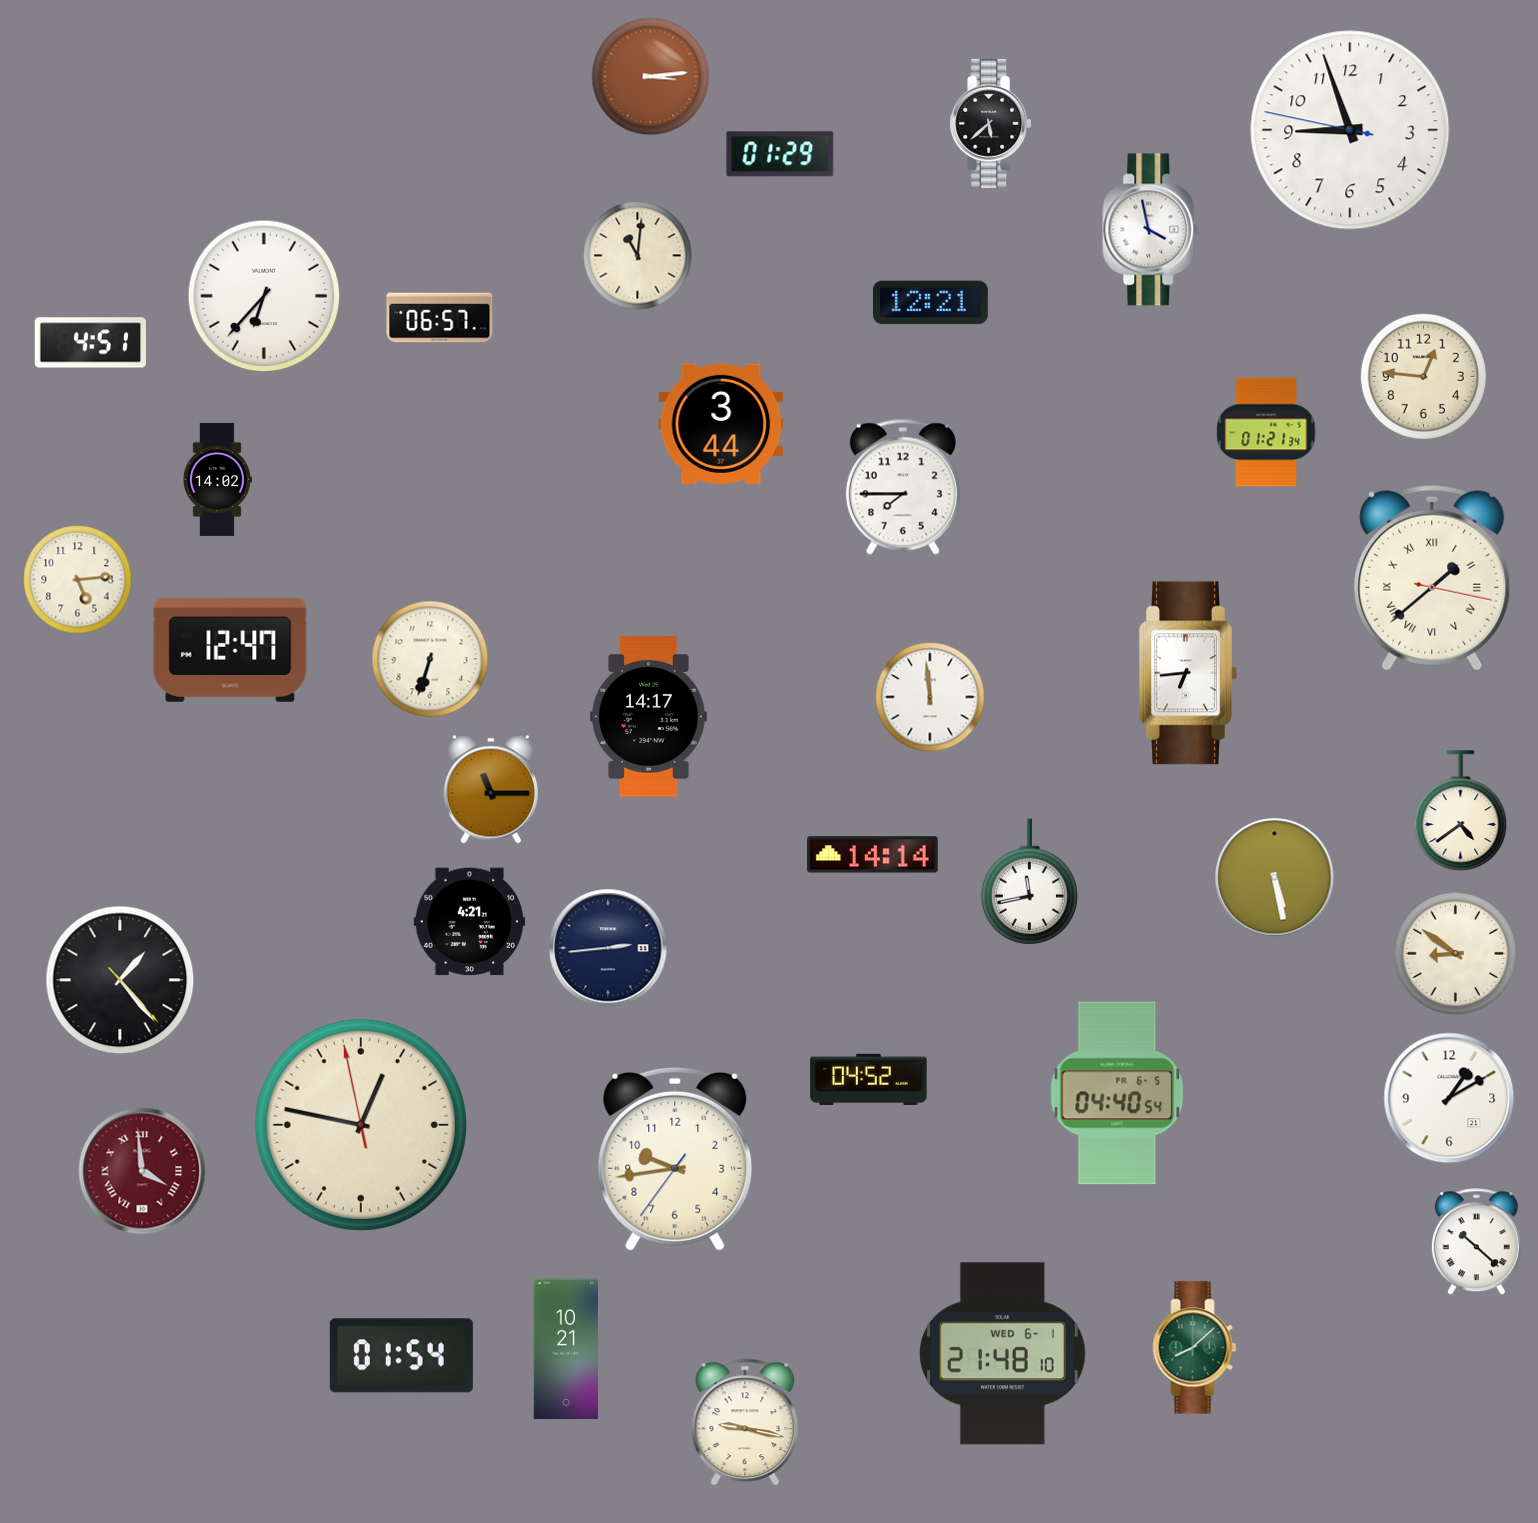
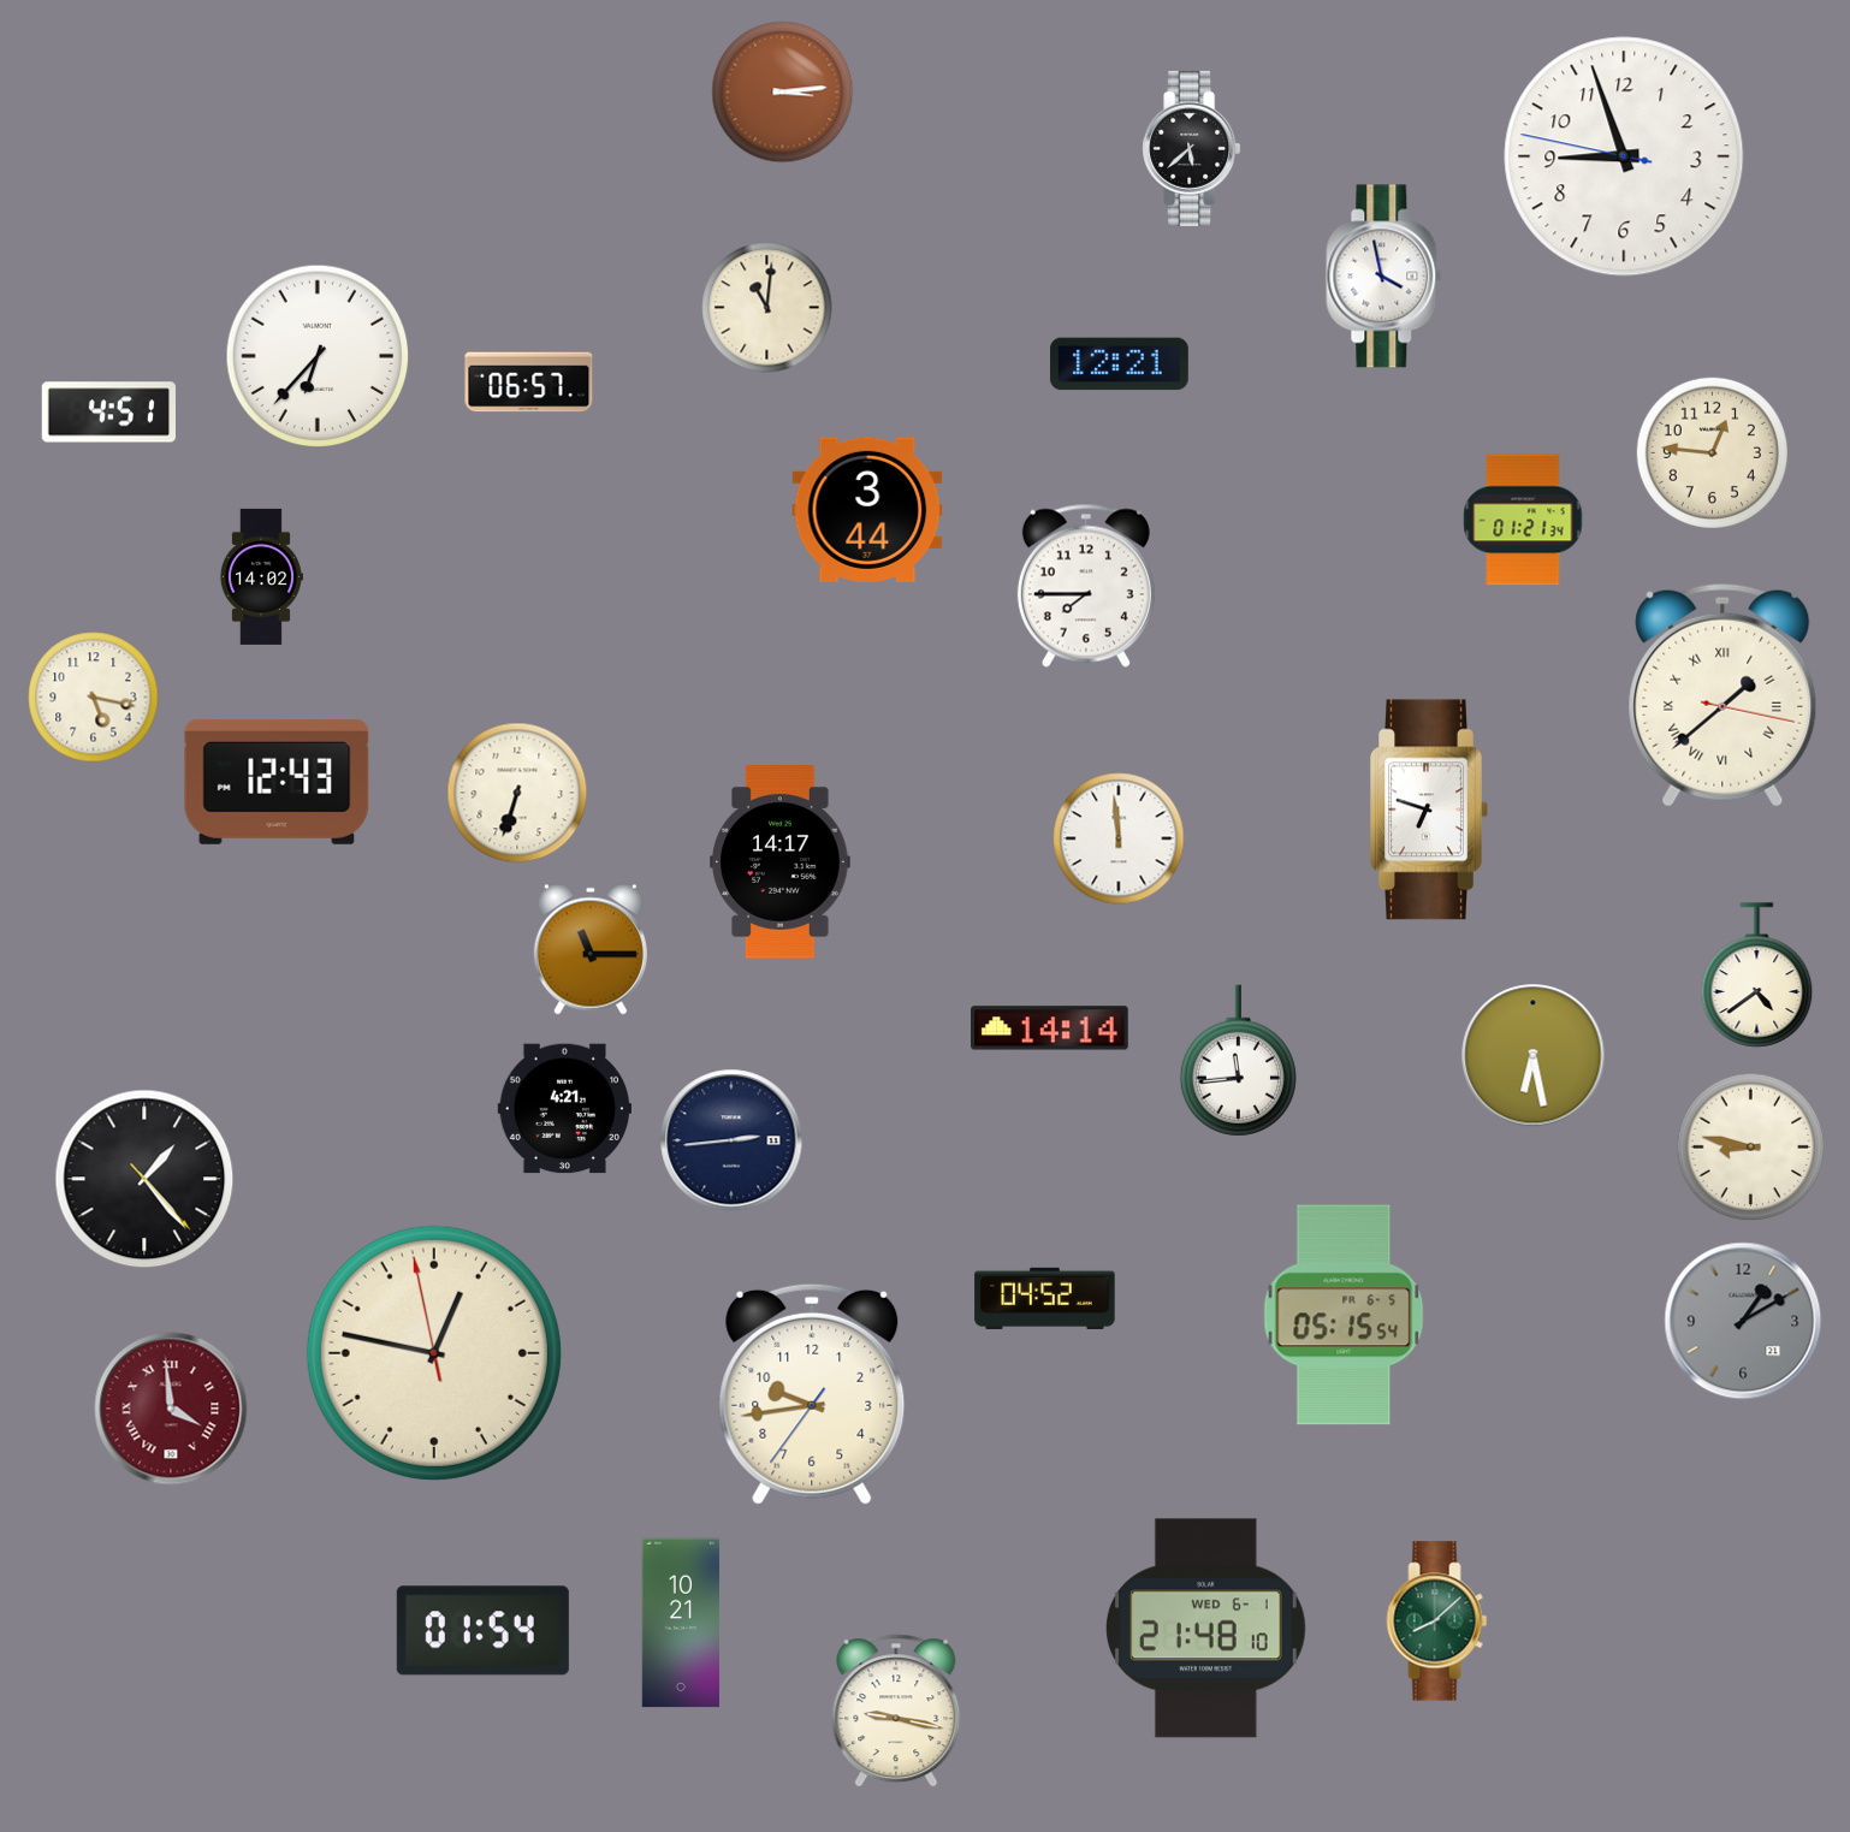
clock at (780, 154): 01:29 -> none
clock at (78, 580): 5:14 -> 5:17
clock at (230, 650): 12:47 -> 12:43
clock at (1188, 673): 6:44 -> 6:48
clock at (1275, 878): 5:28 -> 6:28
clock at (1029, 882): 11:43 -> 11:44
clock at (1456, 954): 8:51 -> 8:47
clock at (1117, 1093): 04:40 -> 05:15
clock at (1449, 1098) dial: white -> grey
clock at (1476, 1242): 10:22 -> none
